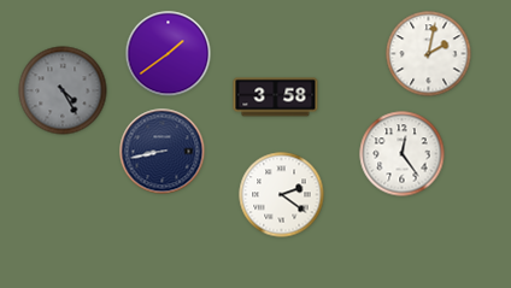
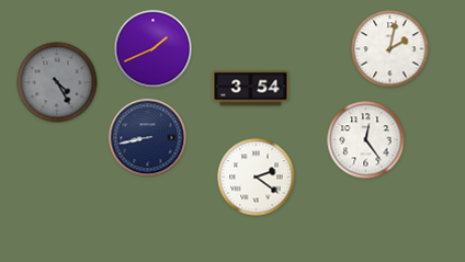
clock at (169, 54): 1:39 -> 1:41
clock at (276, 98): 3:58 -> 3:54
